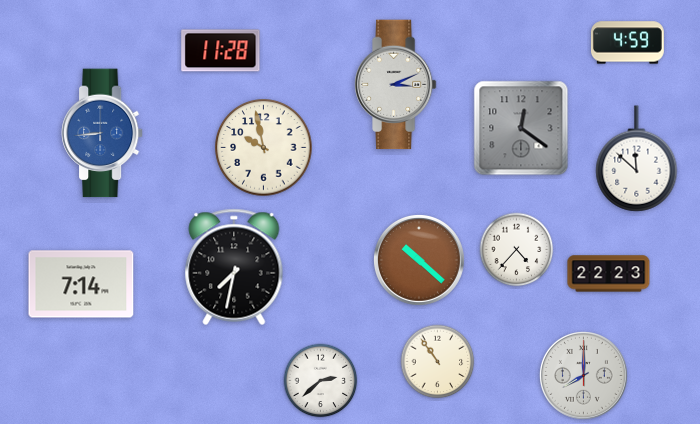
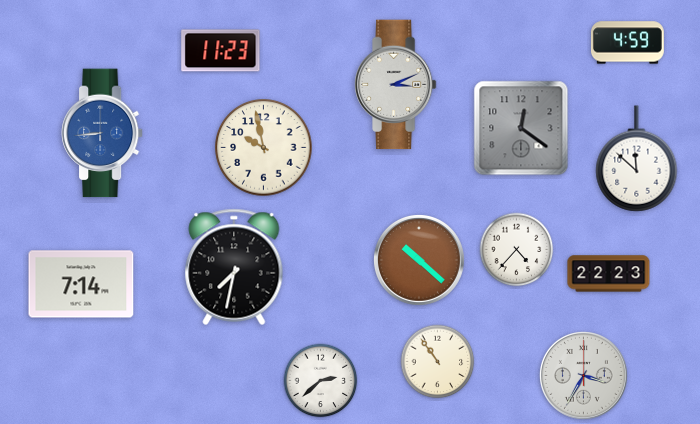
clock at (221, 51): 11:28 -> 11:23
clock at (583, 375): 8:00 -> 3:35
